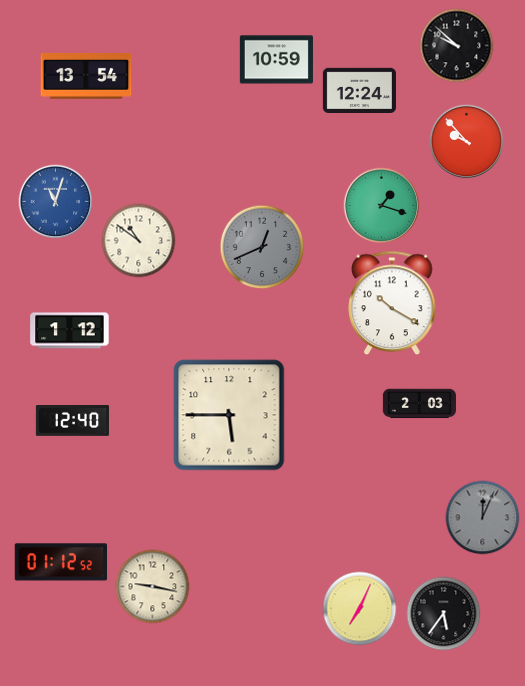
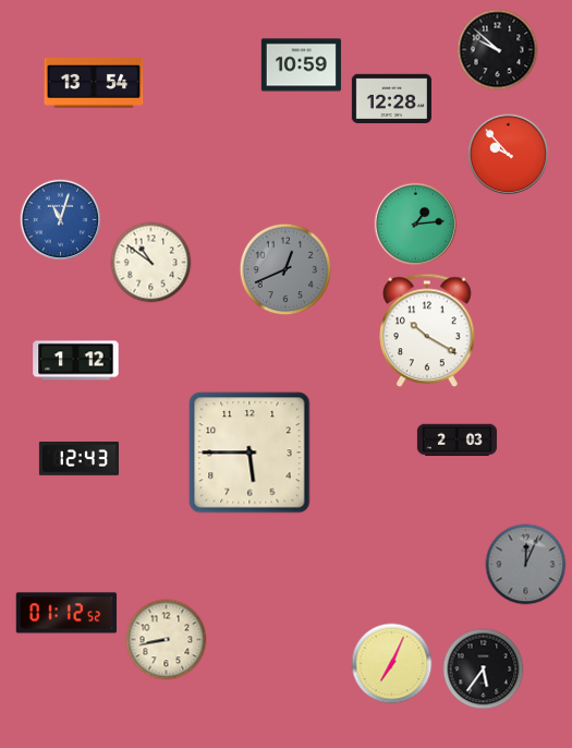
clock at (359, 90): 12:24 -> 12:28
clock at (382, 206): 1:18 -> 1:14
clock at (72, 421): 12:40 -> 12:43
clock at (153, 587): 9:17 -> 8:43
